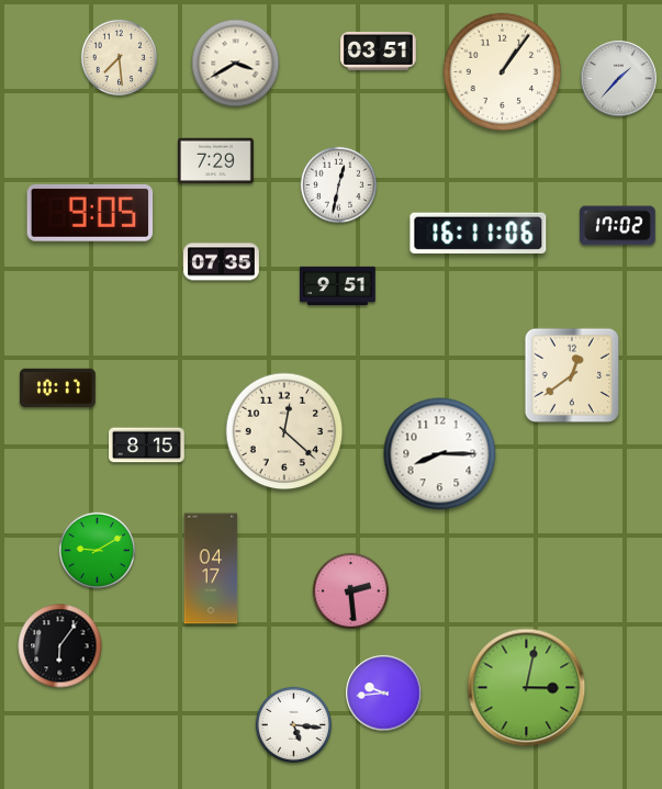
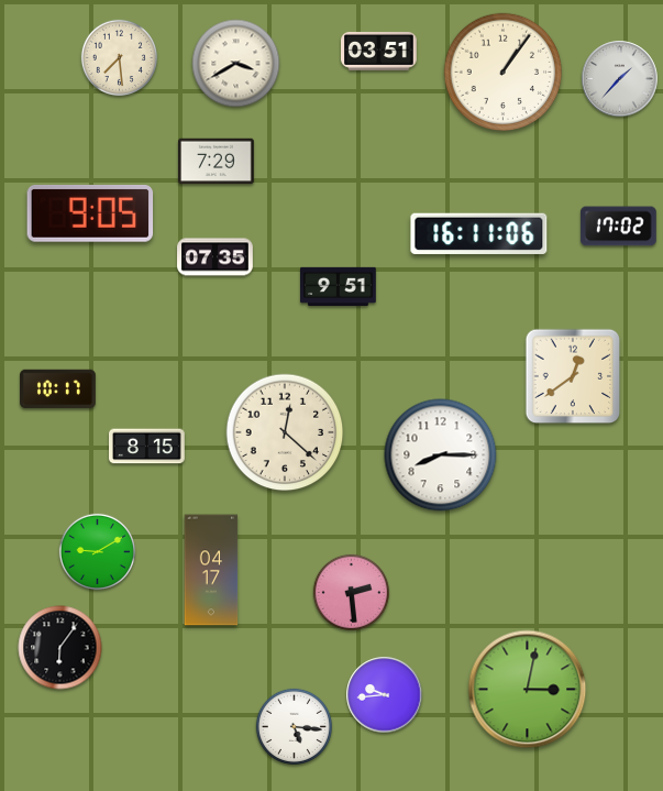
clock at (338, 184): 12:32 -> none
clock at (222, 262) position: (222, 262) -> (216, 257)
